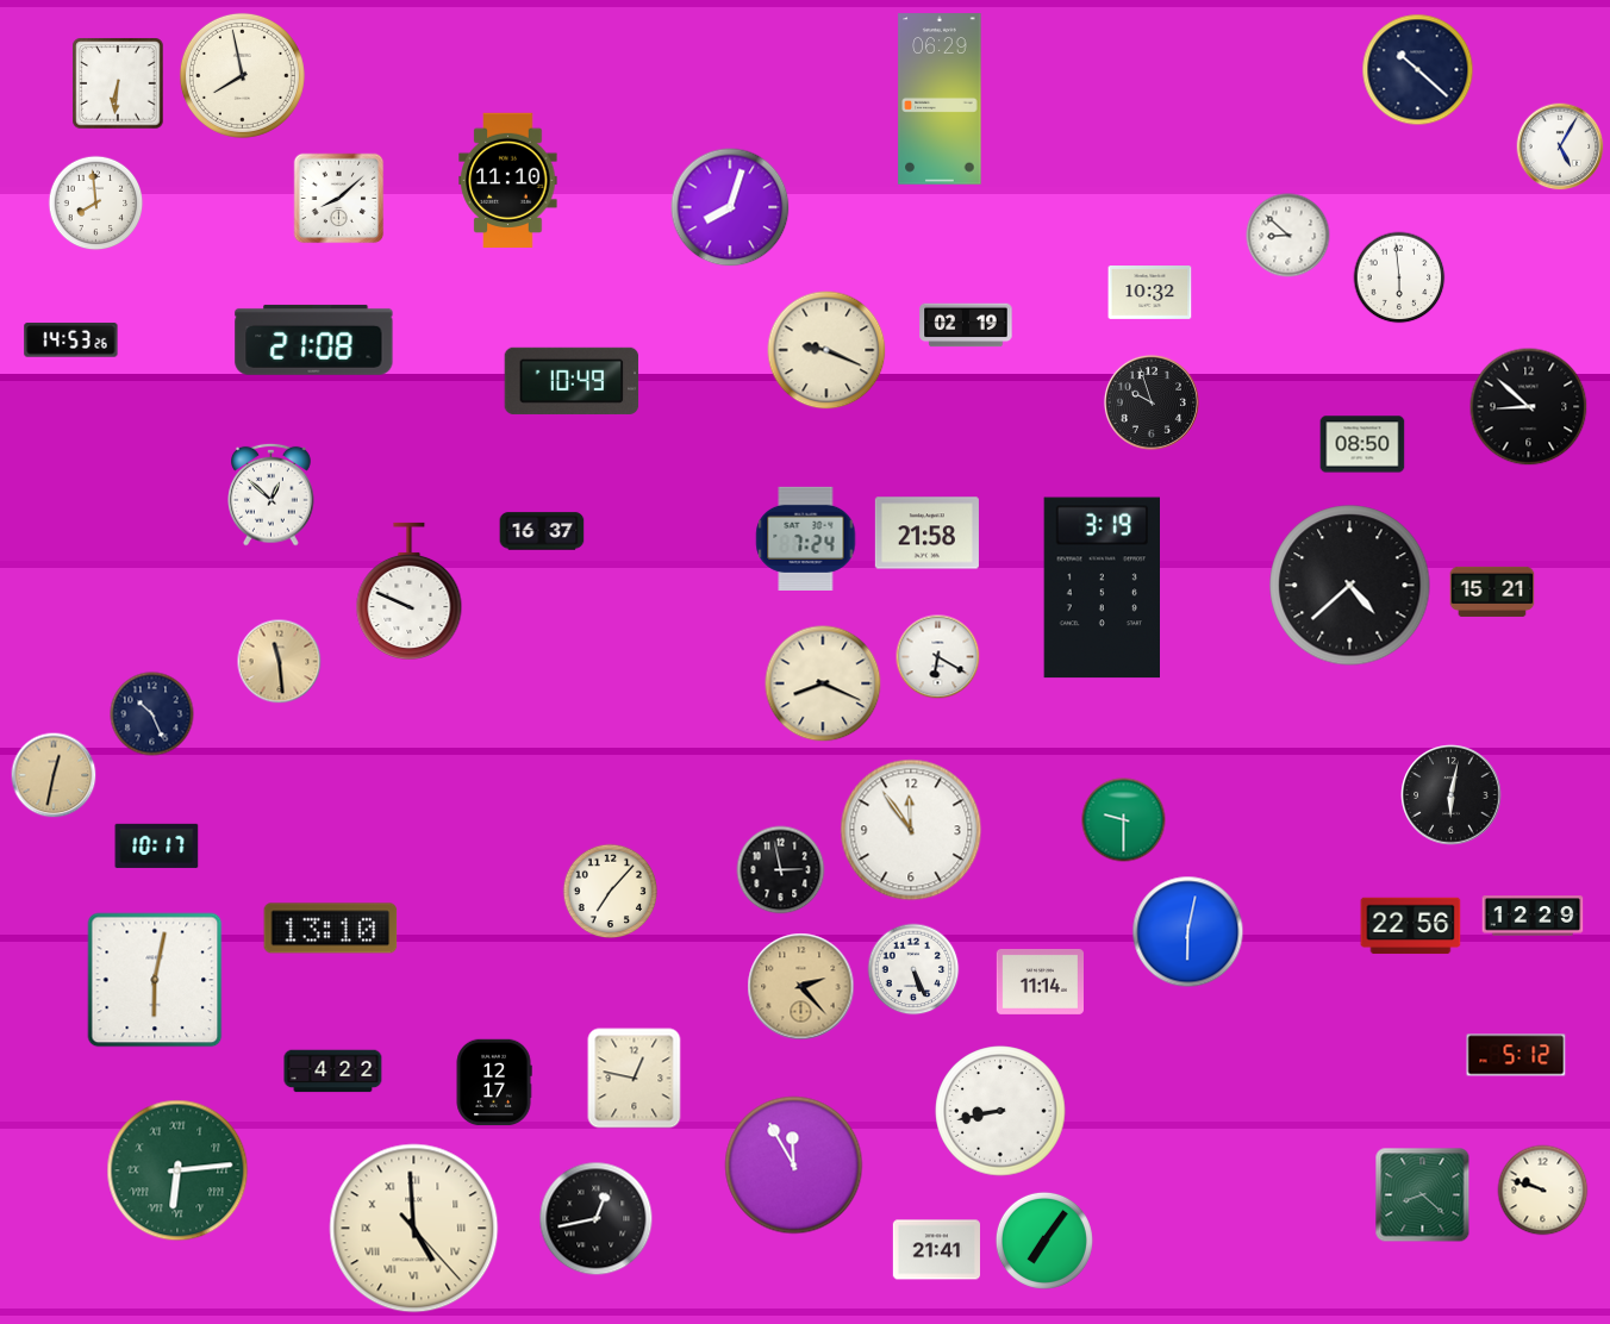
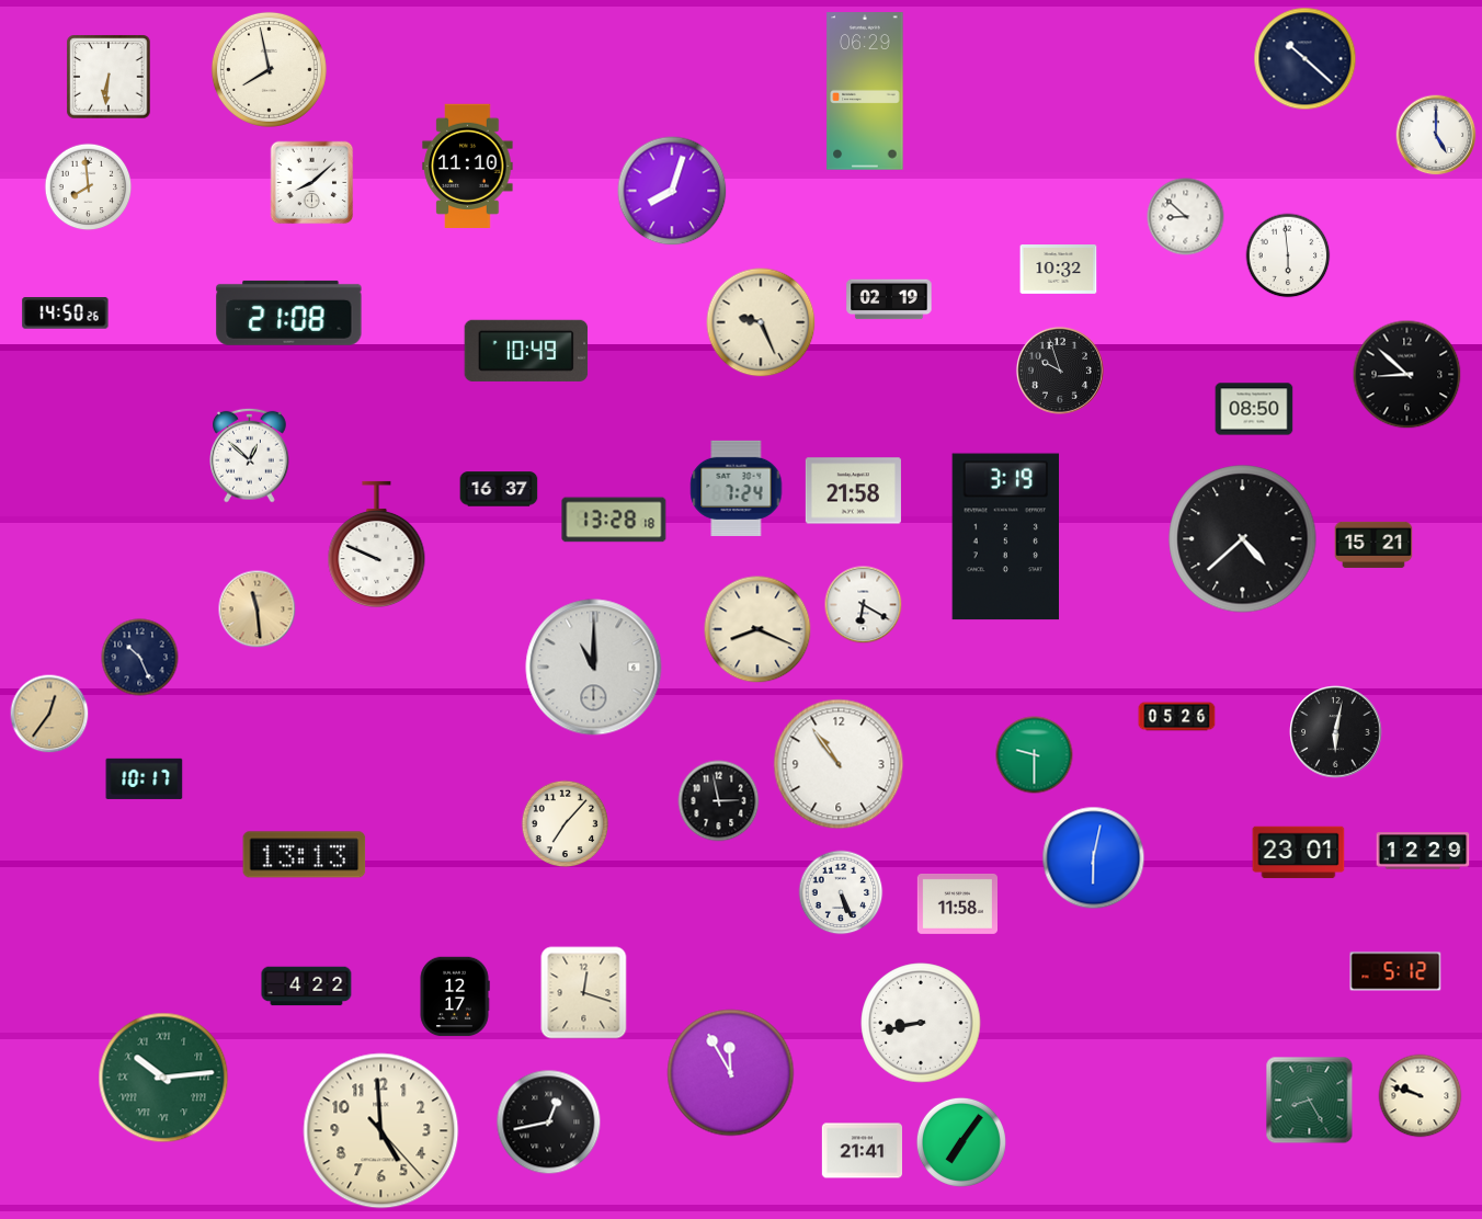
clock at (1418, 70) position: (1418, 70) -> (1306, 59)
clock at (242, 75) position: (242, 75) -> (269, 69)
clock at (1560, 146): 5:05 -> 5:00
clock at (71, 341): 14:53 -> 14:50
clock at (826, 350): 9:19 -> 9:26
clock at (806, 538) position: (806, 538) -> (737, 488)
clock at (614, 520): none -> 13:28
clock at (1103, 588) position: (1103, 588) -> (1006, 537)
clock at (594, 668): none -> 11:00
clock at (54, 775): 12:32 -> 12:36
clock at (1177, 717): none -> 05:26
clock at (911, 830): 11:54 -> 10:54
clock at (611, 892) position: (611, 892) -> (566, 824)
clock at (1533, 916) position: (1533, 916) -> (1423, 851)
clock at (1411, 926): 22:56 -> 23:01
clock at (331, 929): 13:10 -> 13:13
clock at (155, 980): 6:02 -> none
clock at (1040, 981): 11:14 -> 11:58
clock at (801, 987): 2:23 -> none
clock at (635, 1079): 12:47 -> 12:18
clock at (177, 1170): 6:14 -> 10:14
clock at (1423, 1195): 8:22 -> 8:25
clock at (414, 1229) numerals: Roman -> Arabic
